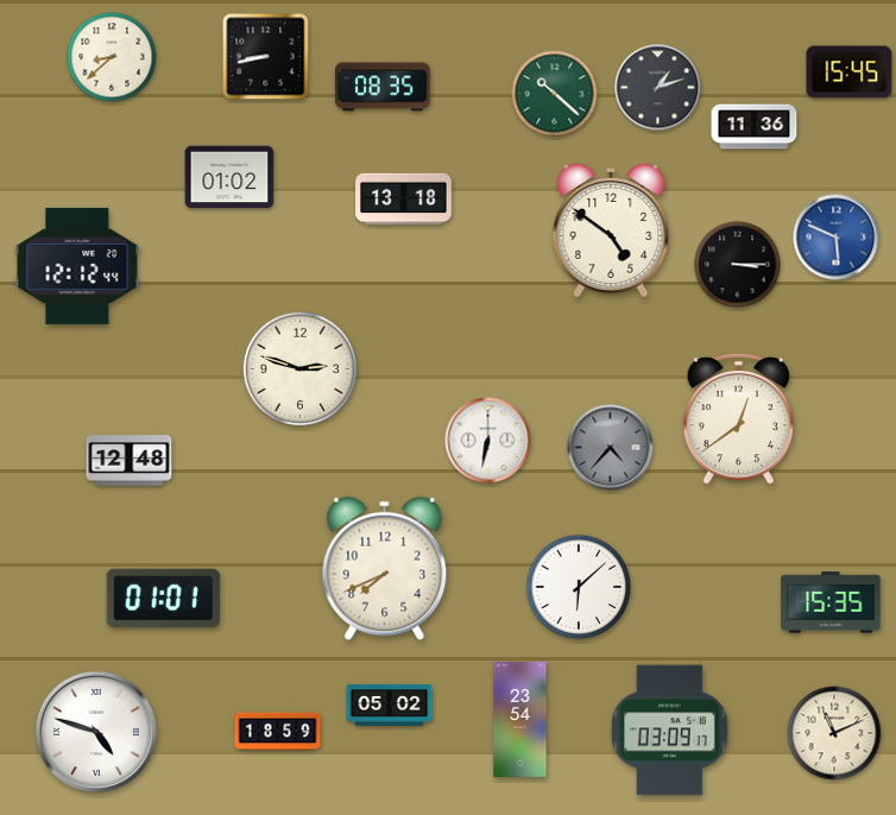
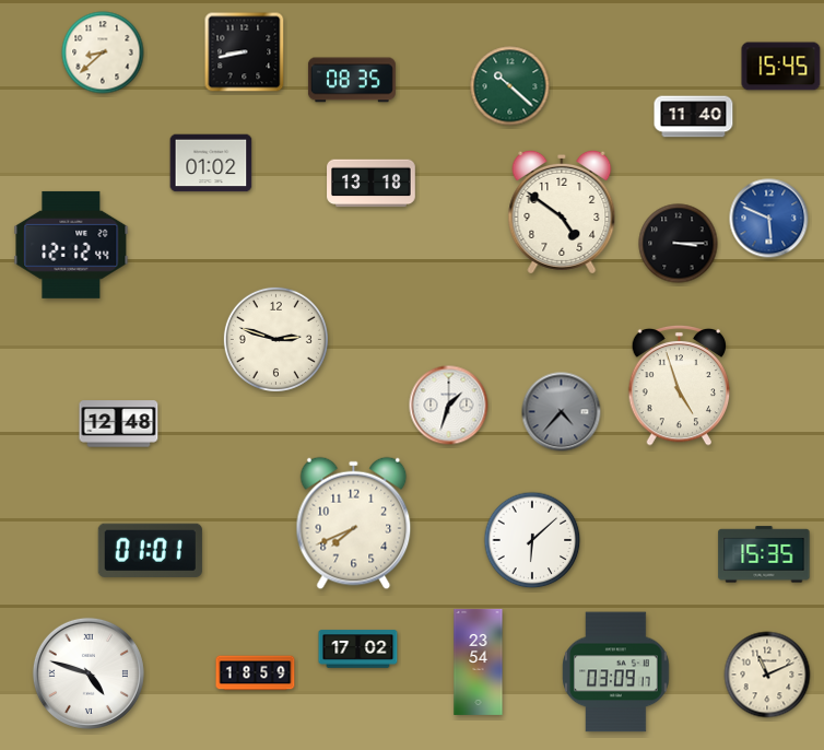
clock at (658, 88): 1:12 -> none
clock at (755, 127): 11:36 -> 11:40
clock at (739, 418): 12:39 -> 4:57
clock at (488, 441): 6:32 -> 1:33
clock at (390, 706): 05:02 -> 17:02
